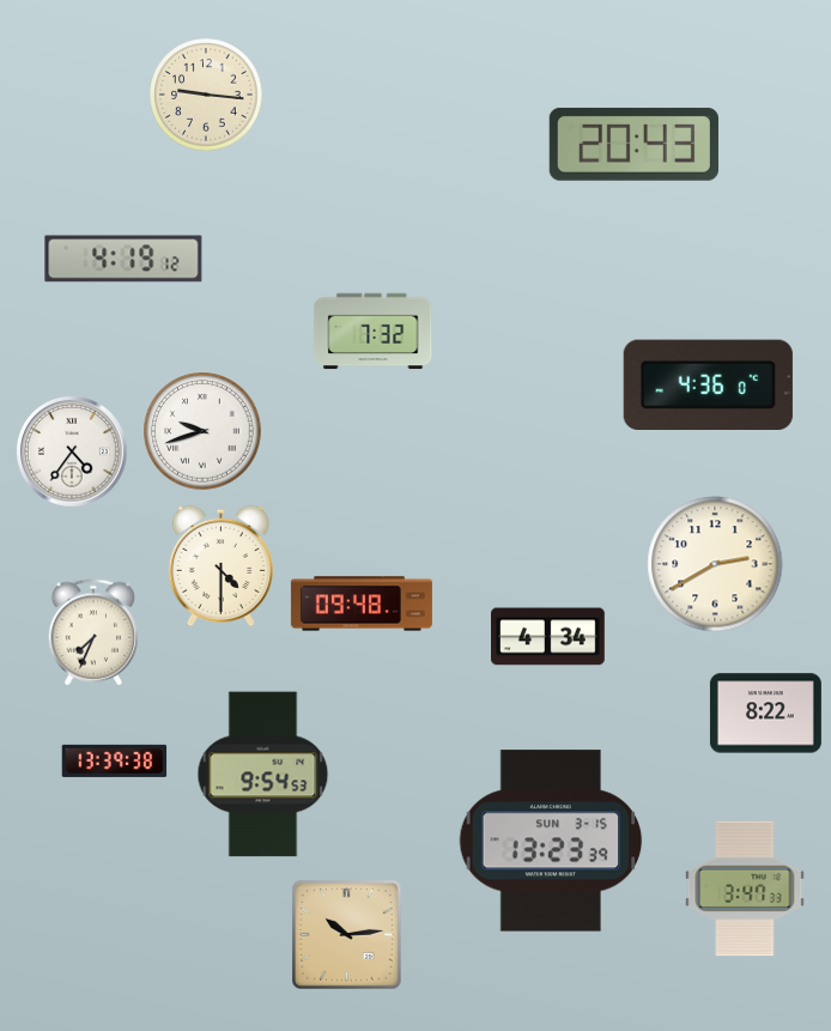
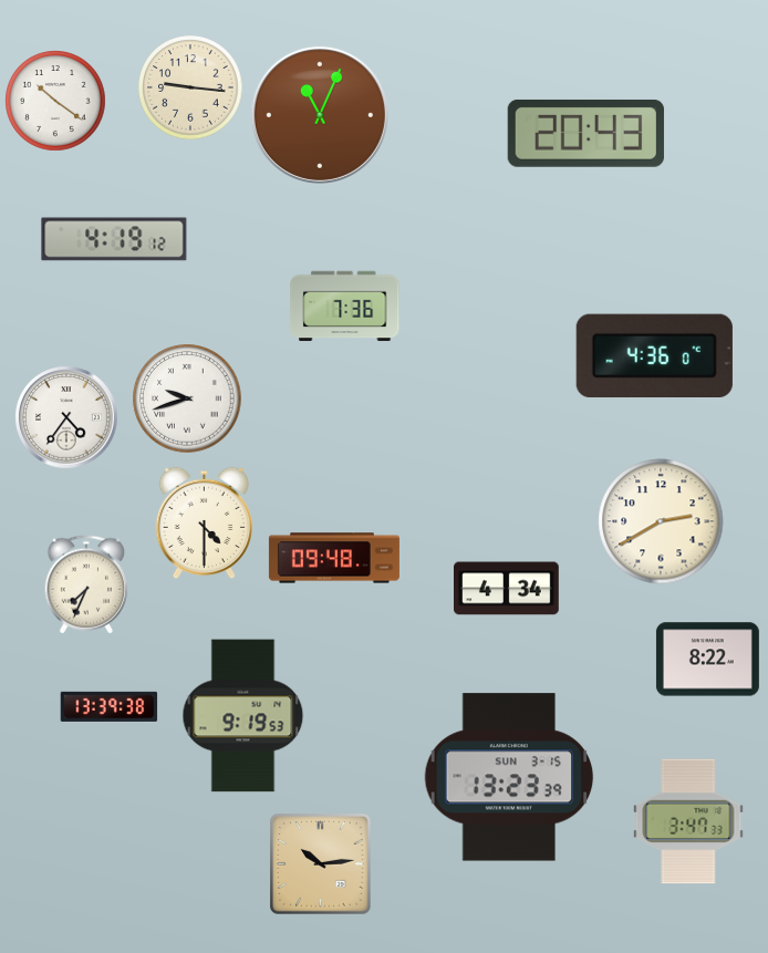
clock at (55, 101): none -> 10:21
clock at (320, 115): none -> 11:04
clock at (374, 332): 7:32 -> 7:36
clock at (115, 760) position: (115, 760) -> (110, 706)
clock at (263, 775): 9:54 -> 9:19
